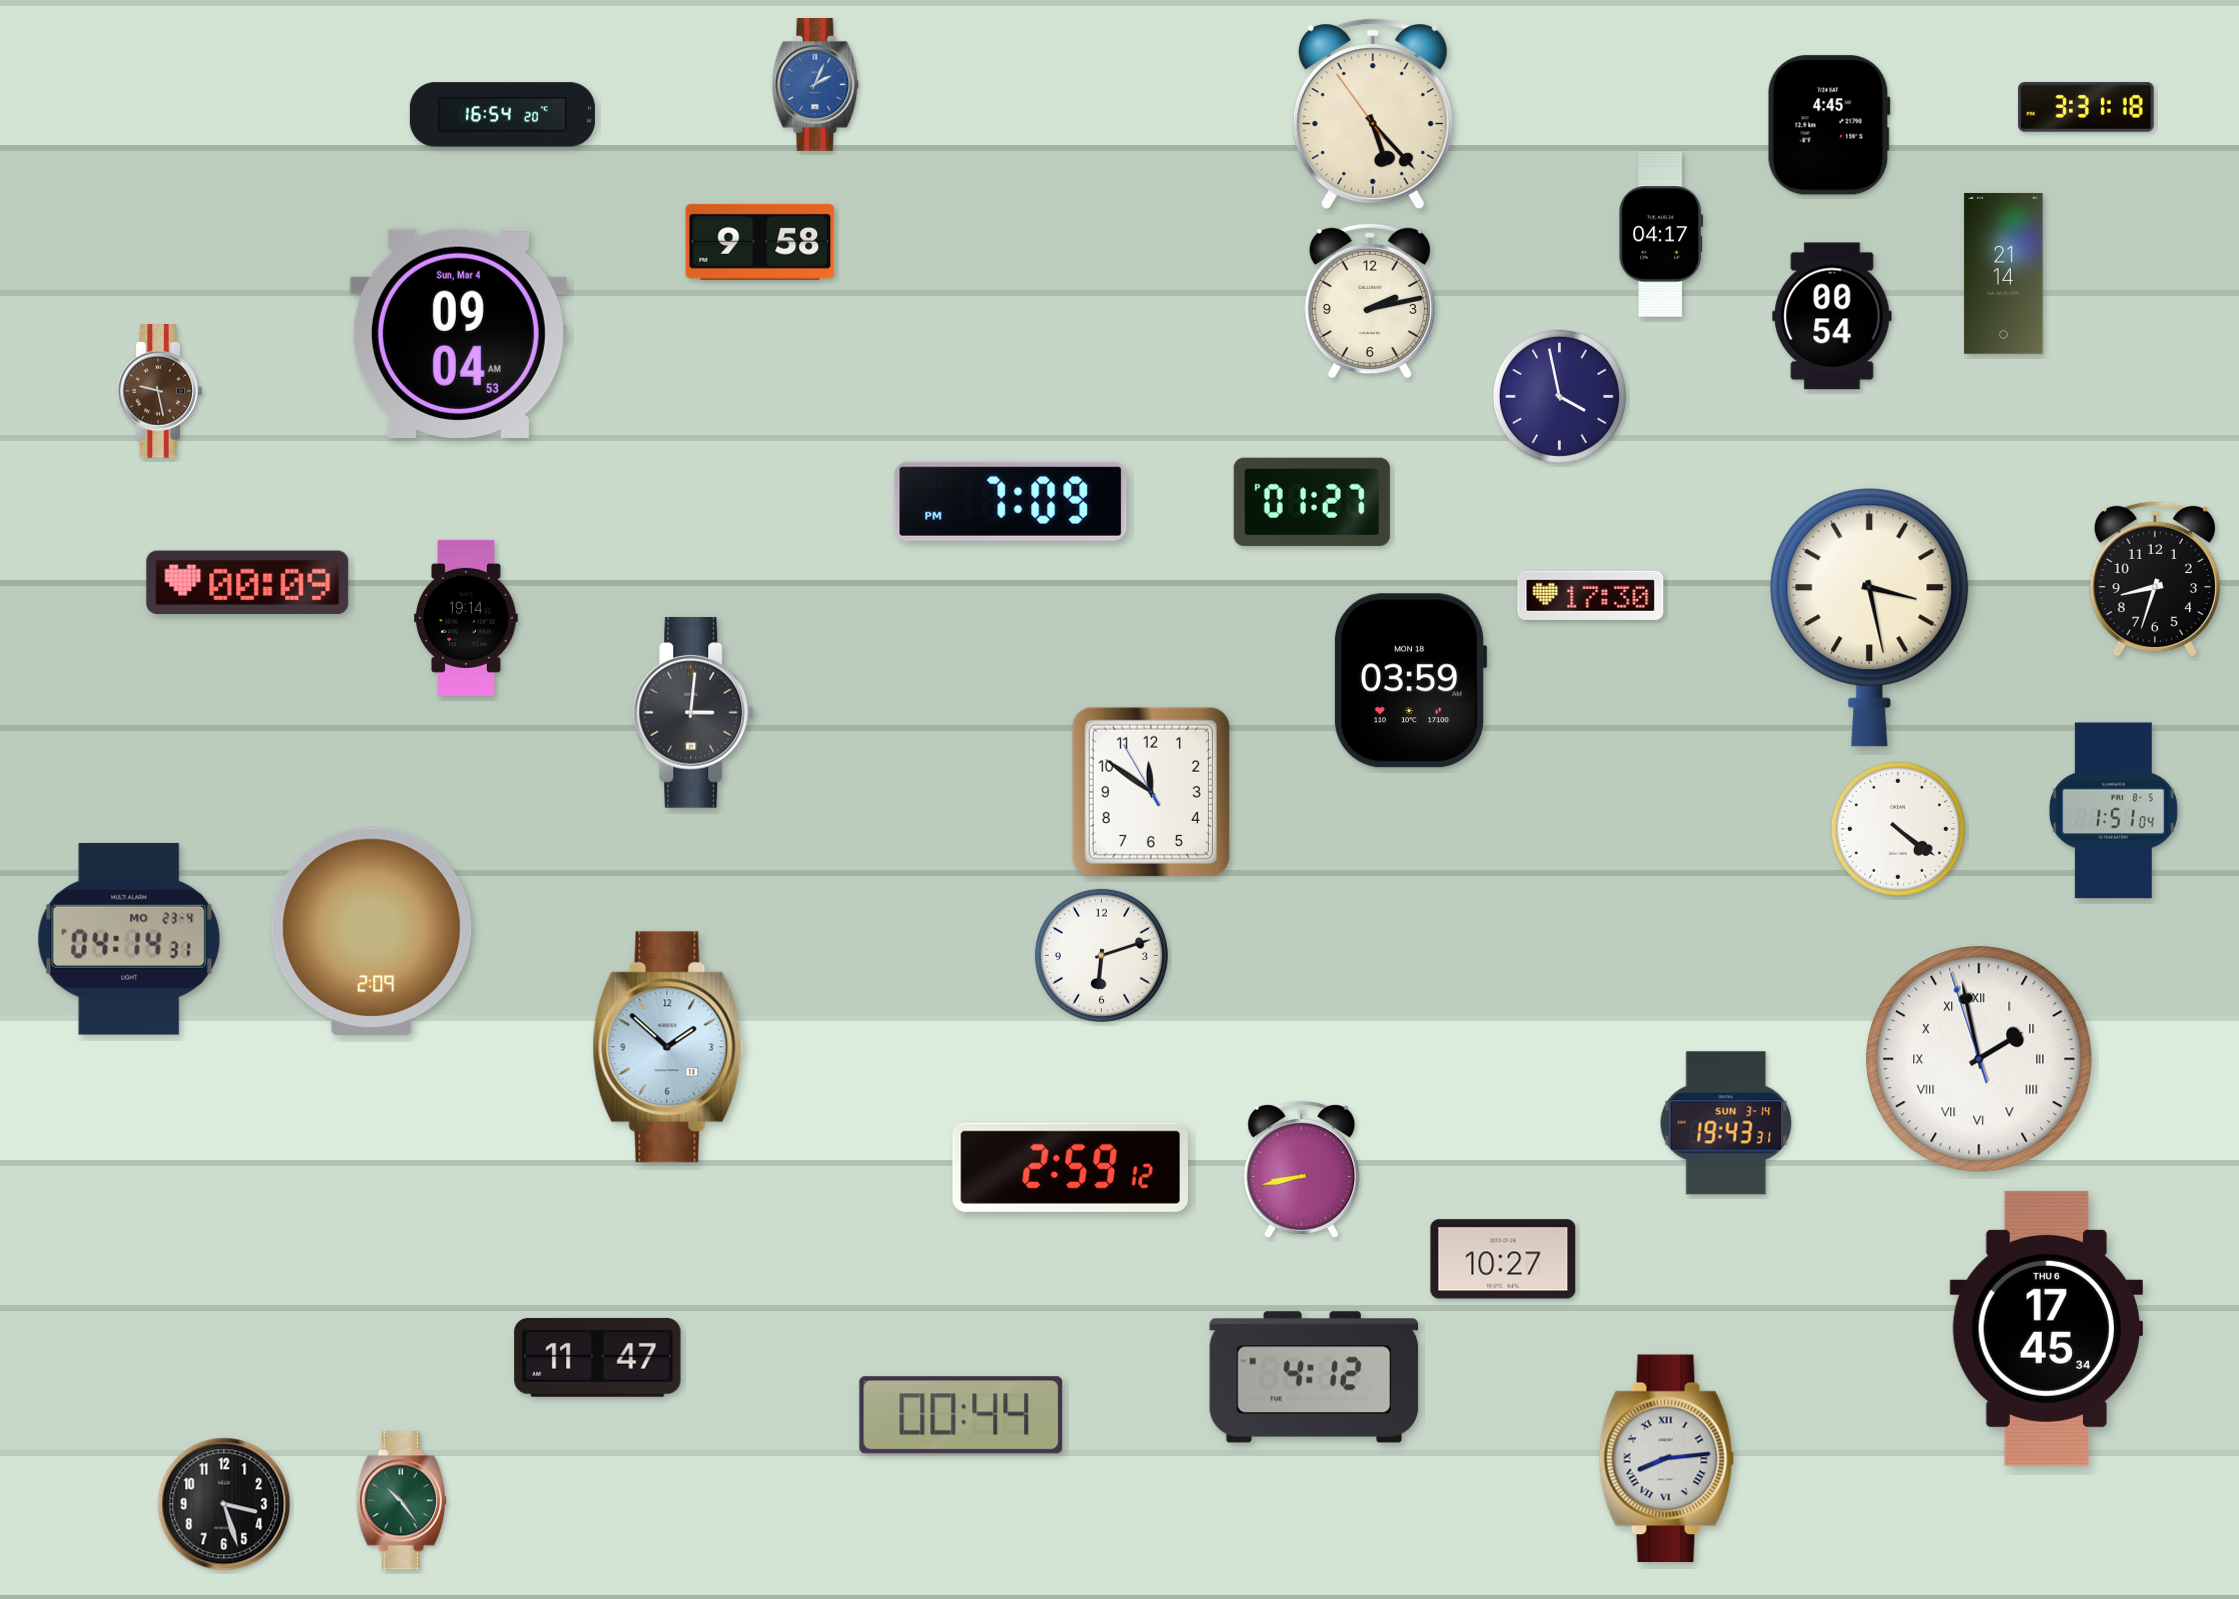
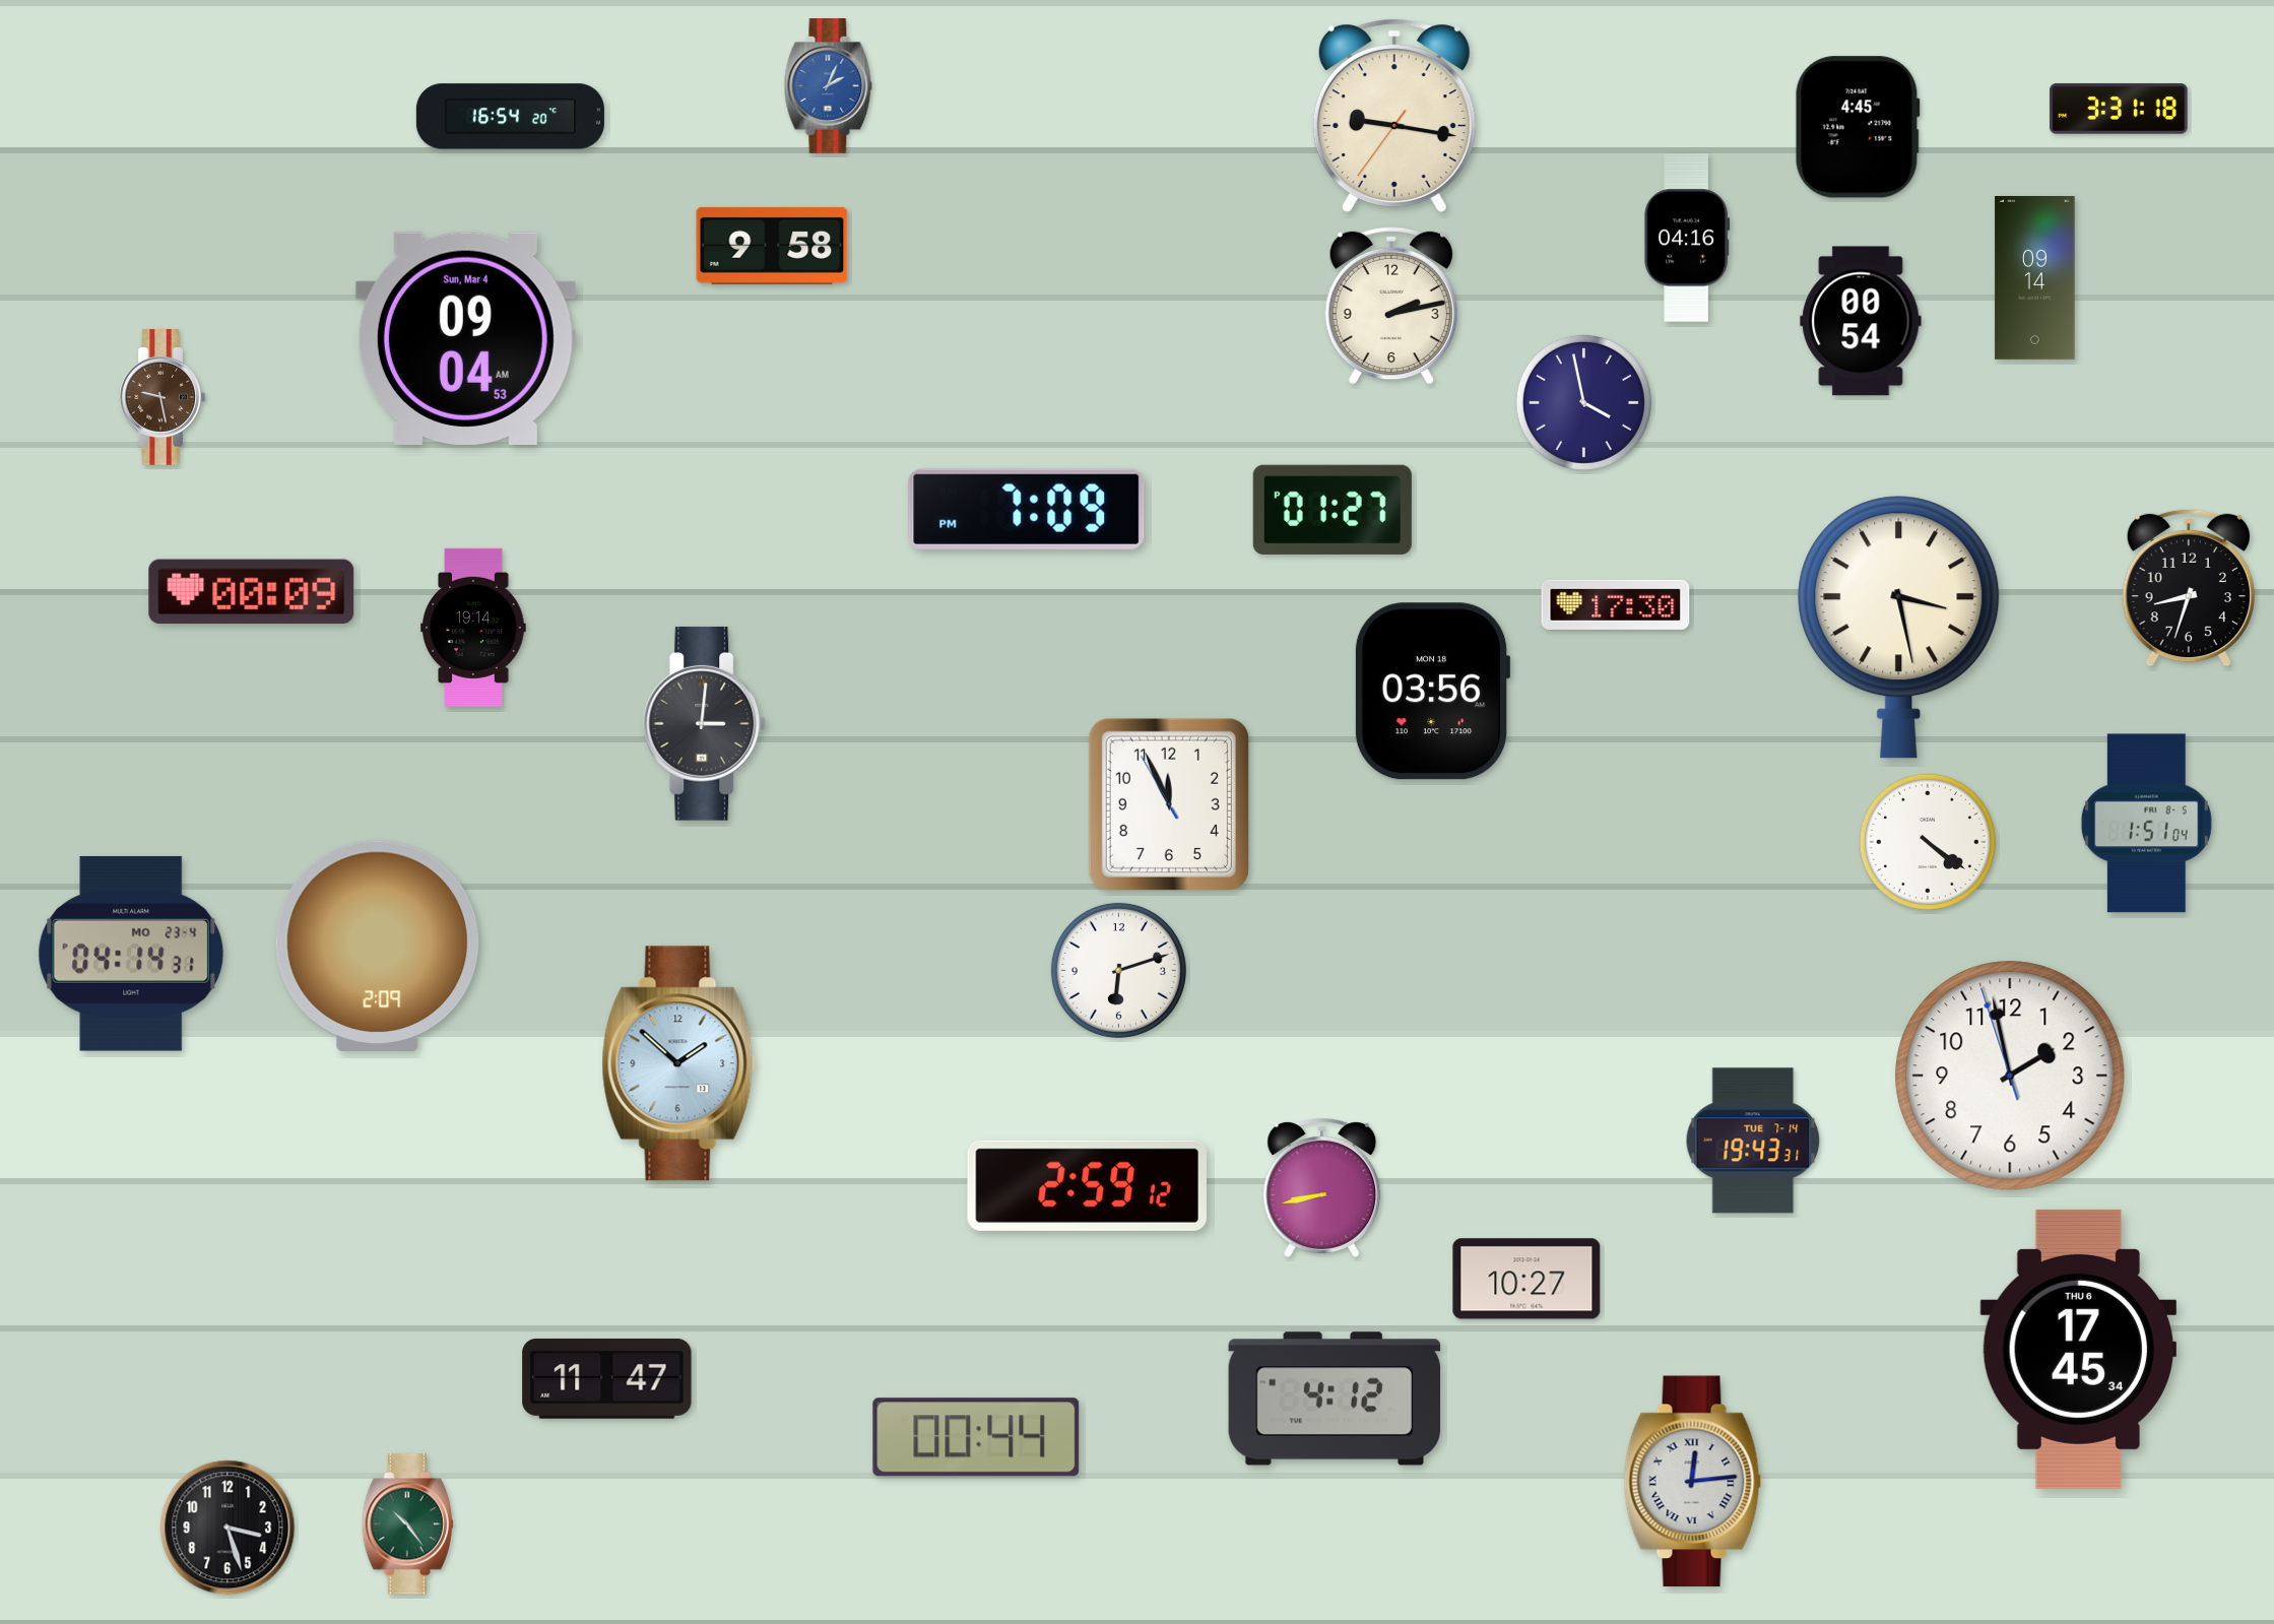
clock at (1373, 114): 5:22 -> 9:16
clock at (1661, 234): 04:17 -> 04:16
clock at (2004, 273): 21:14 -> 09:14
clock at (1410, 681): 03:59 -> 03:56
clock at (1151, 792): 11:50 -> 11:55
clock at (1979, 1059) numerals: Roman -> Arabic
clock at (1726, 1123) date: SUN 3-14 -> TUE 7-14
clock at (1667, 1459): 8:14 -> 12:14
